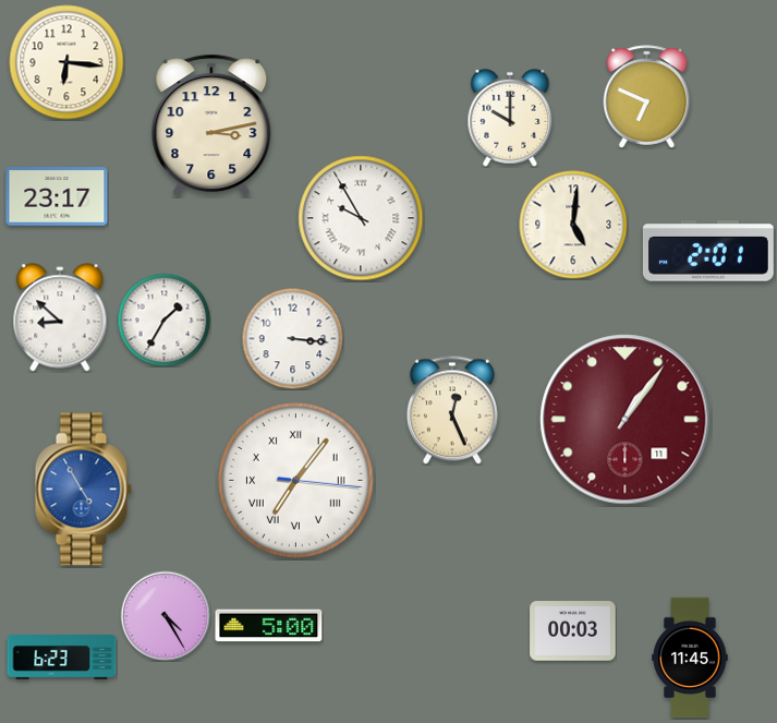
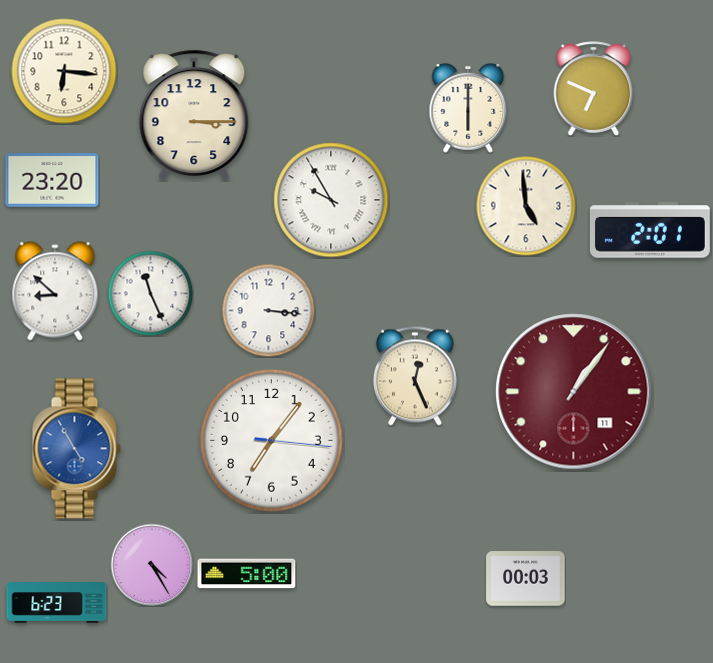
clock at (66, 62) position: (66, 62) -> (64, 71)
clock at (510, 118): 10:00 -> 6:00
clock at (211, 125): 3:13 -> 3:15
clock at (57, 196): 23:17 -> 23:20
clock at (573, 225): 5:01 -> 4:59
clock at (163, 320): 1:35 -> 11:26
clock at (626, 420) position: (626, 420) -> (574, 392)
clock at (296, 481) numerals: Roman -> Arabic
clock at (690, 658): 11:45 -> none
